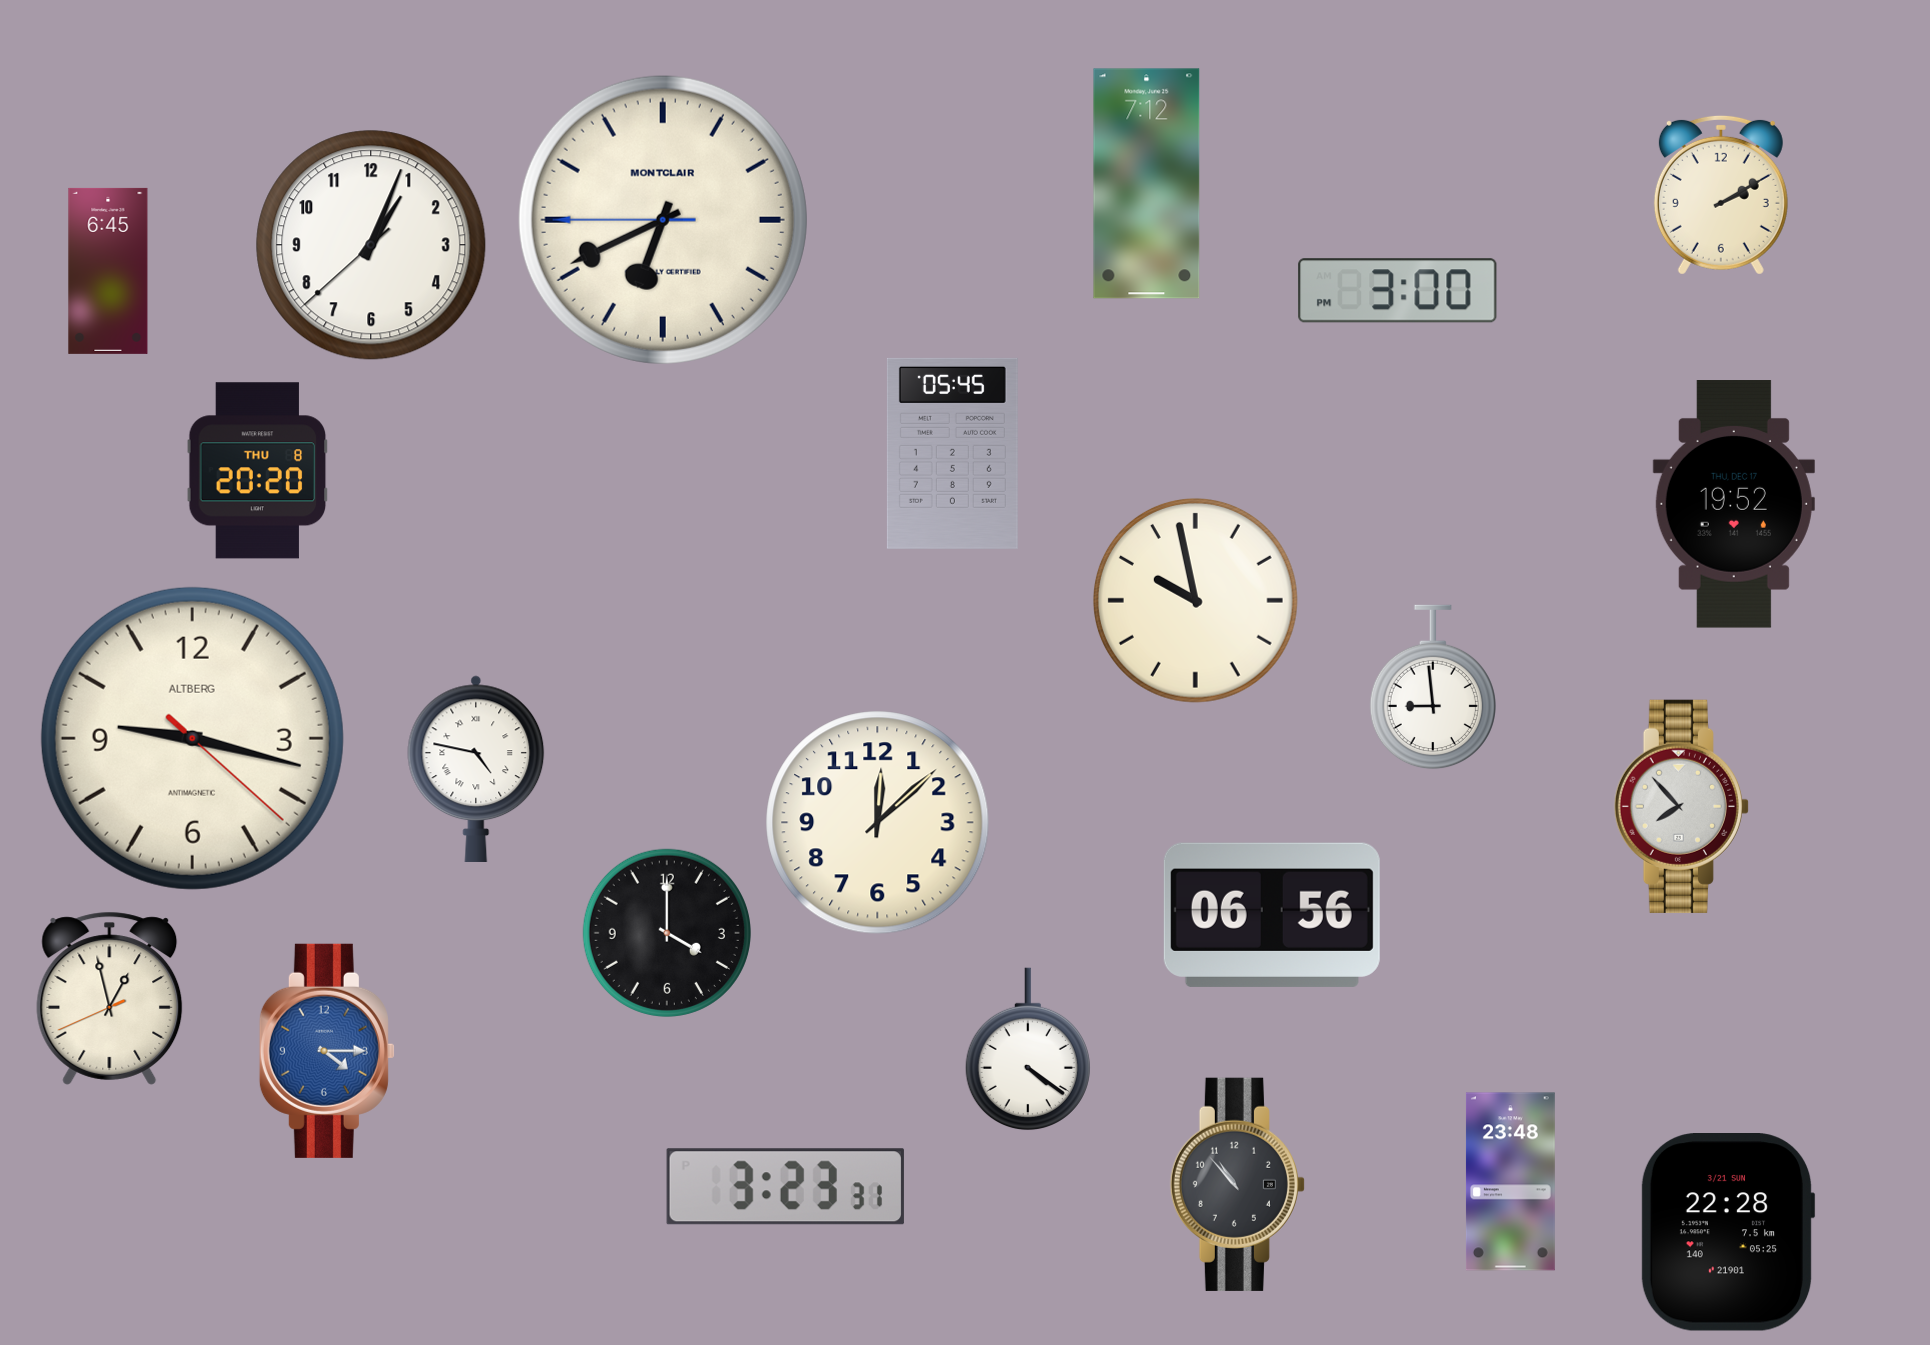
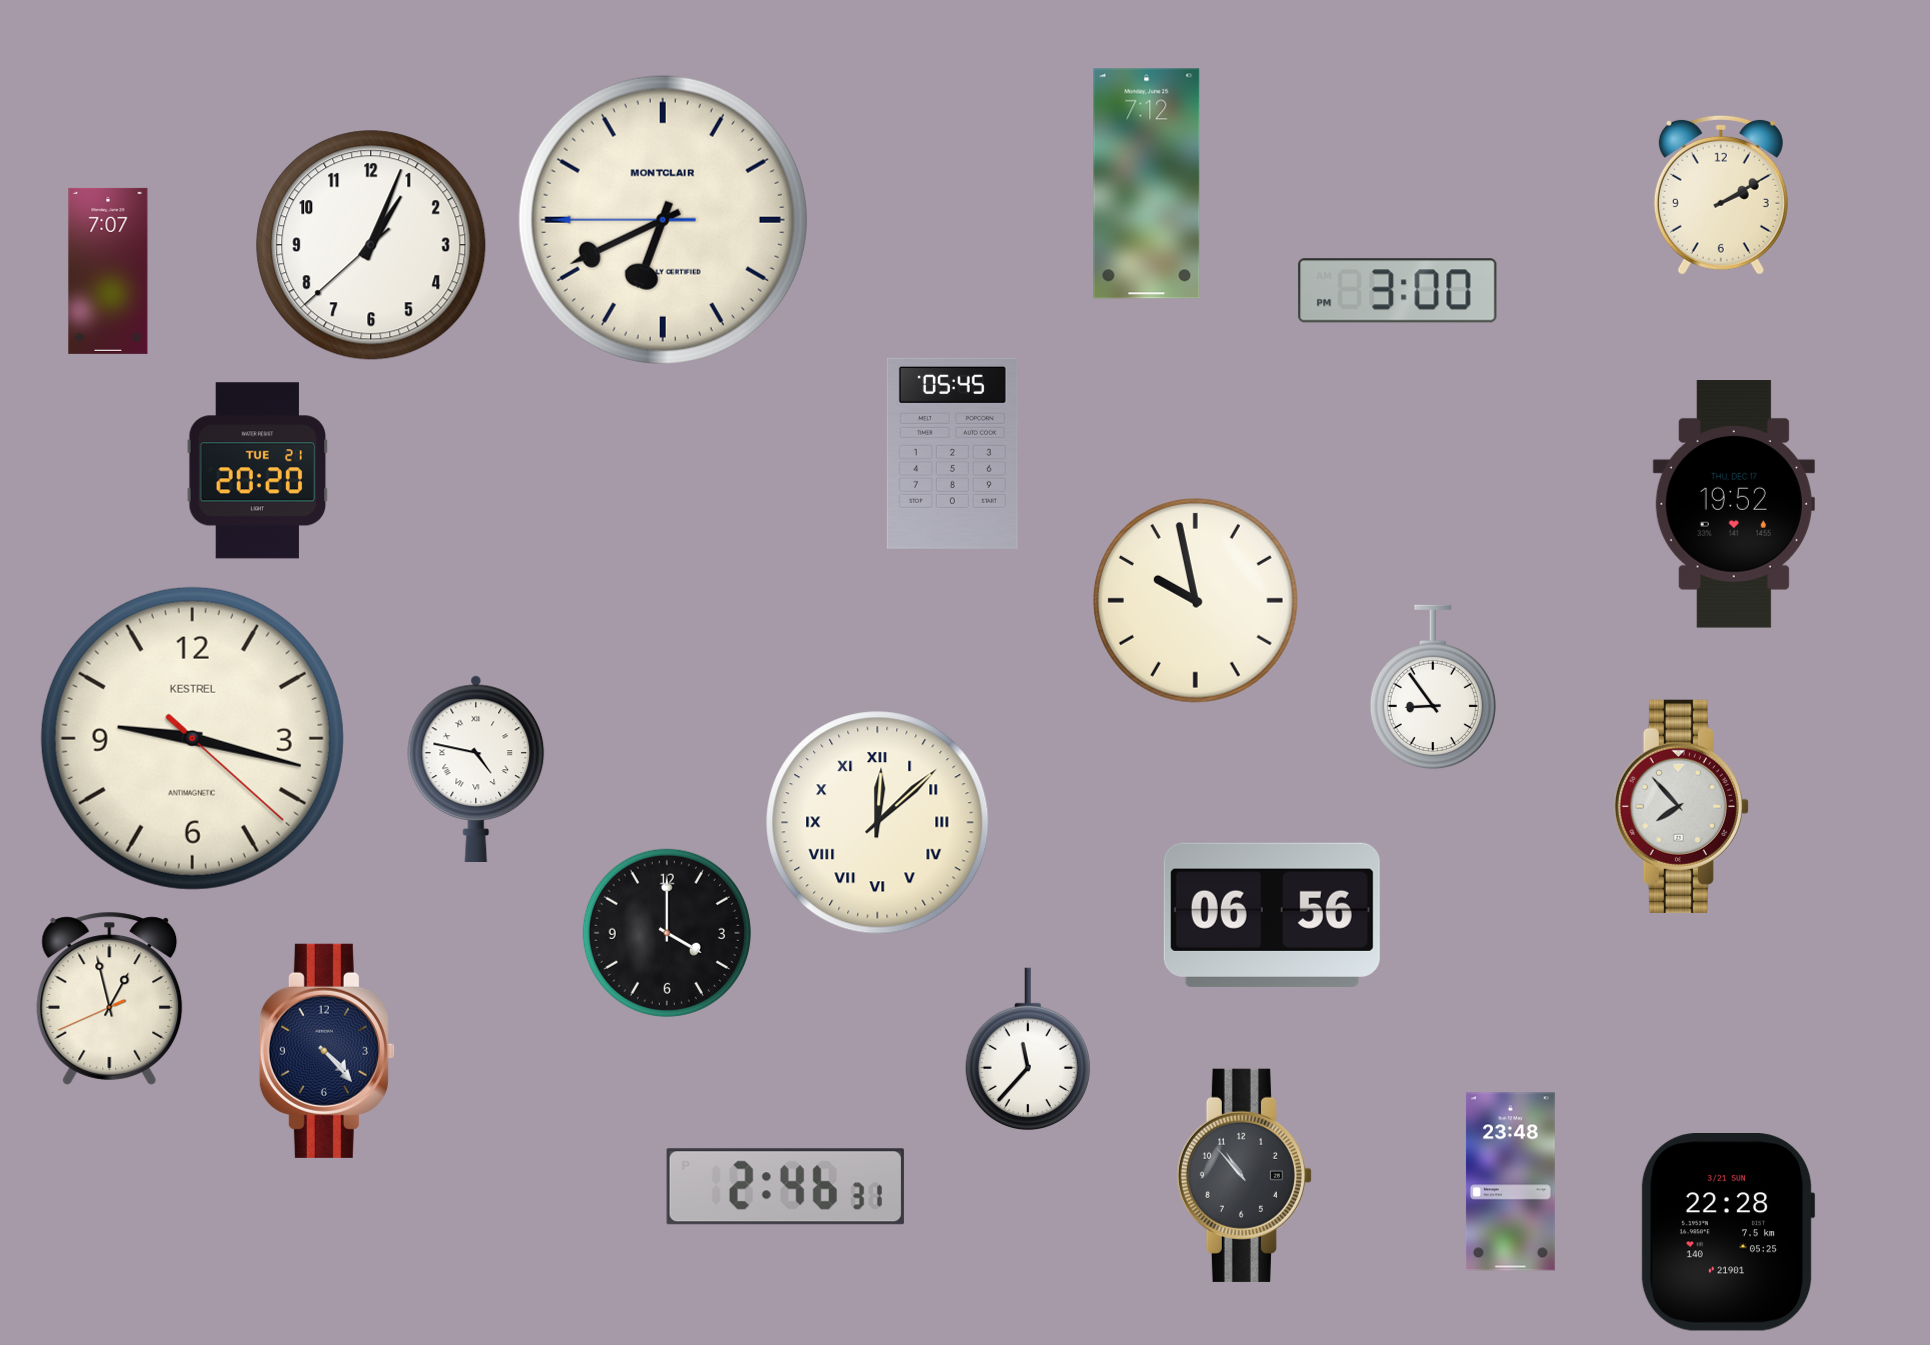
clock at (108, 271): 6:45 -> 7:07
clock at (258, 471) date: THU 8 -> TUE 21
clock at (1433, 687): 8:59 -> 8:54
clock at (192, 738) brand: ALTBERG -> KESTREL
clock at (878, 823) numerals: Arabic -> Roman
clock at (1028, 1049): 4:21 -> 11:37
clock at (327, 1051): 4:15 -> 4:23
clock at (327, 1051) dial: blue -> navy
clock at (1237, 1184) position: (1237, 1184) -> (1244, 1175)
clock at (785, 1187): 3:23 -> 2:46
